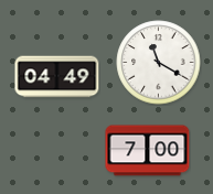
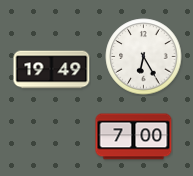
clock at (159, 63): 11:20 -> 6:25
clock at (57, 77): 04:49 -> 19:49
